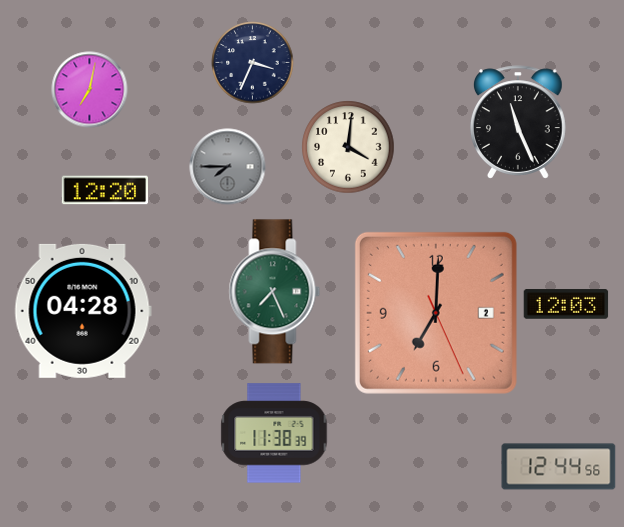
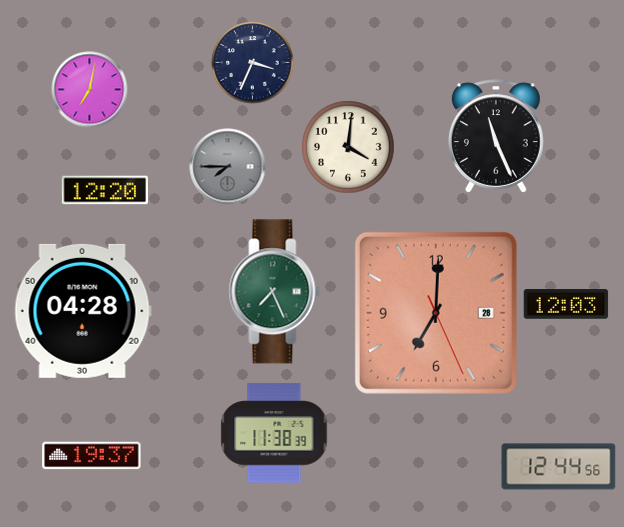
clock at (519, 122) position: (519, 122) -> (497, 136)
clock at (436, 313) date: 2 -> 28
clock at (92, 456): none -> 19:37
